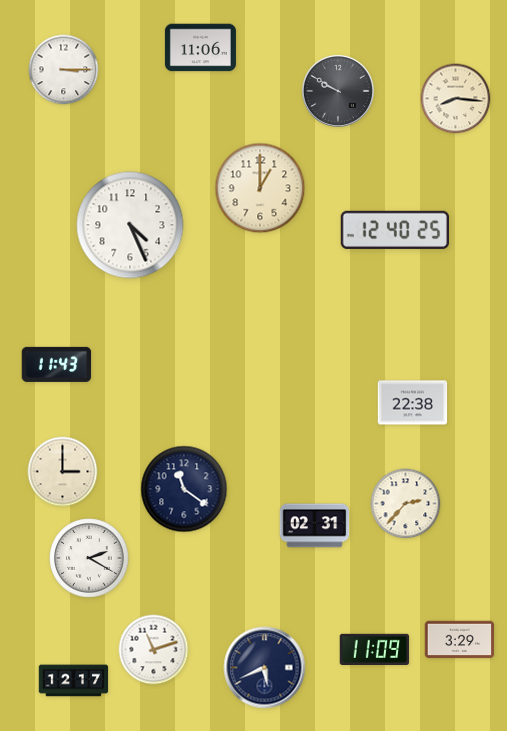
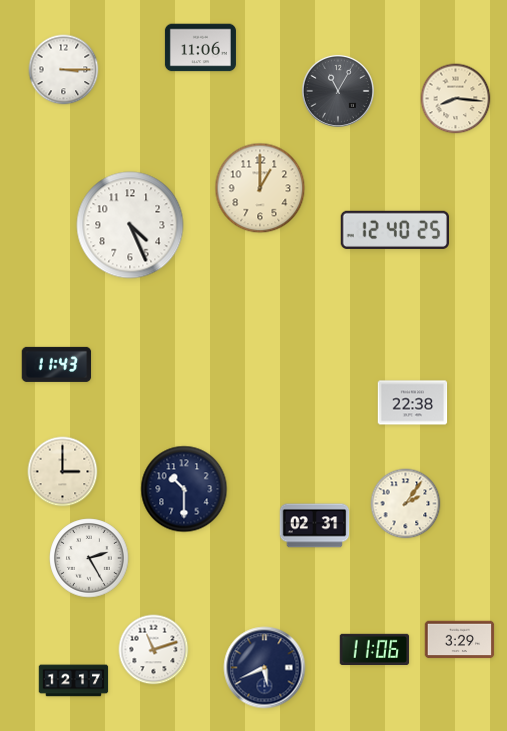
clock at (338, 91): 9:50 -> 11:05
clock at (184, 489): 11:21 -> 10:30
clock at (406, 504): 2:37 -> 2:06
clock at (89, 558): 2:20 -> 2:25
clock at (375, 649): 11:09 -> 11:06
